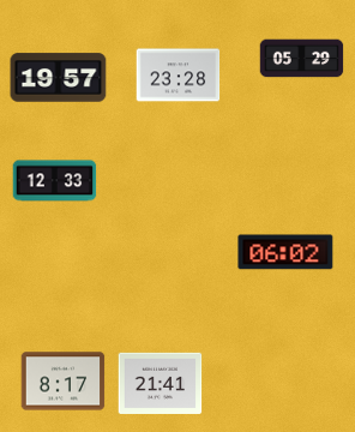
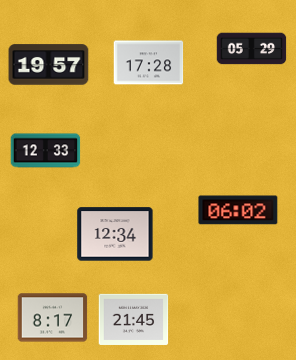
clock at (179, 76): 23:28 -> 17:28
clock at (115, 234): none -> 12:34
clock at (161, 383): 21:41 -> 21:45
